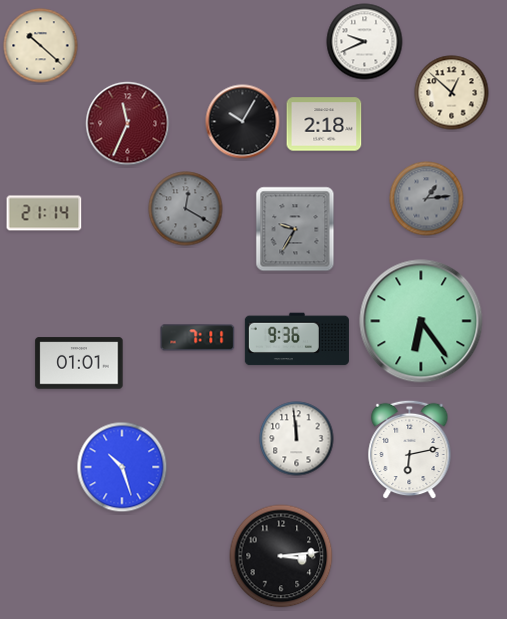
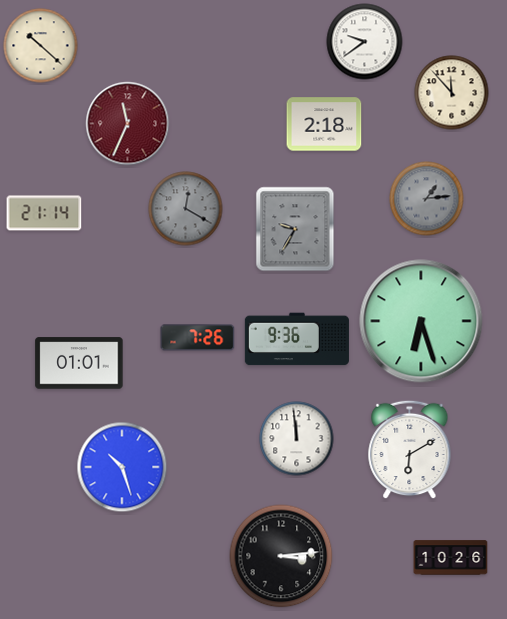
clock at (365, 42): 9:41 -> 9:39
clock at (452, 93): 12:52 -> 11:53
clock at (243, 122): 10:05 -> none
clock at (421, 321): 6:24 -> 6:27
clock at (198, 338): 7:11 -> 7:26
clock at (410, 450): 6:13 -> 6:10
clock at (451, 558): none -> 10:26
